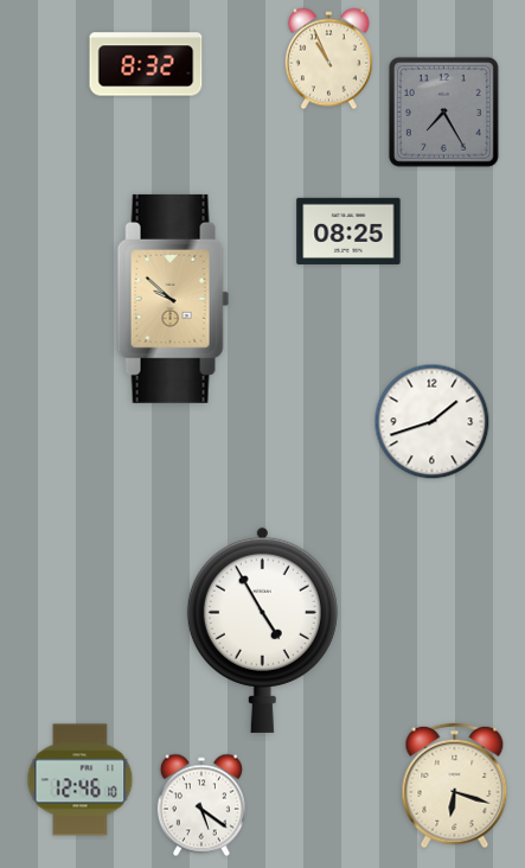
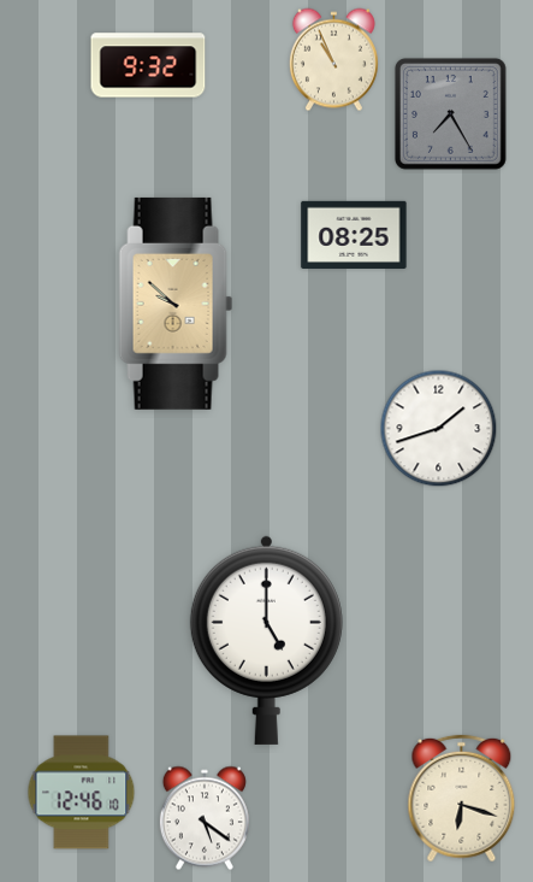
clock at (146, 64): 8:32 -> 9:32
clock at (262, 630): 4:55 -> 5:00
